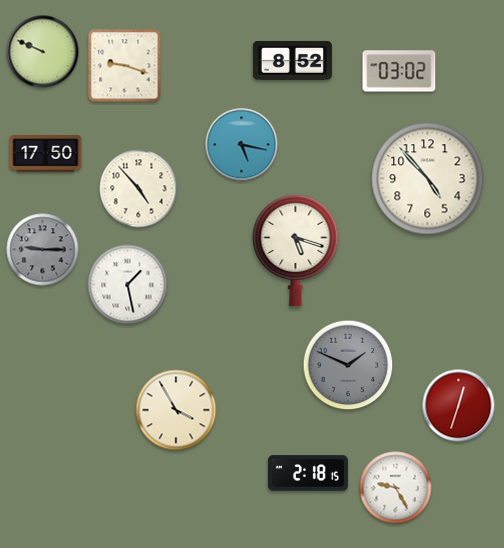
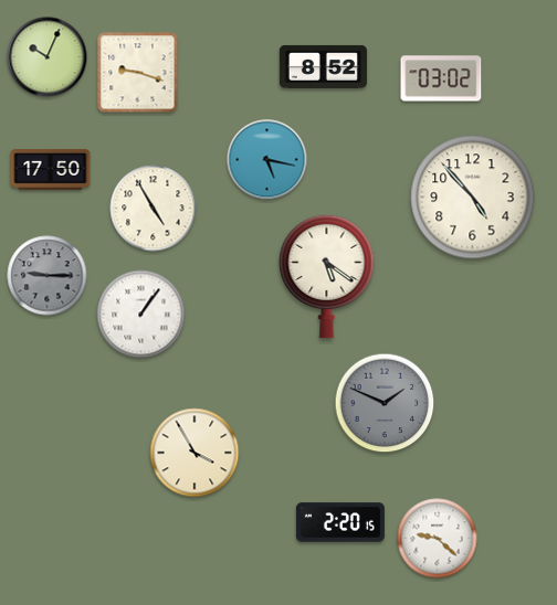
clock at (43, 52): 9:49 -> 10:04
clock at (139, 189): 4:53 -> 4:55
clock at (296, 250): 5:18 -> 5:21
clock at (128, 285): 1:28 -> 1:06
clock at (459, 406): 12:33 -> none
clock at (308, 473): 2:18 -> 2:20
clock at (396, 488): 9:25 -> 9:22
